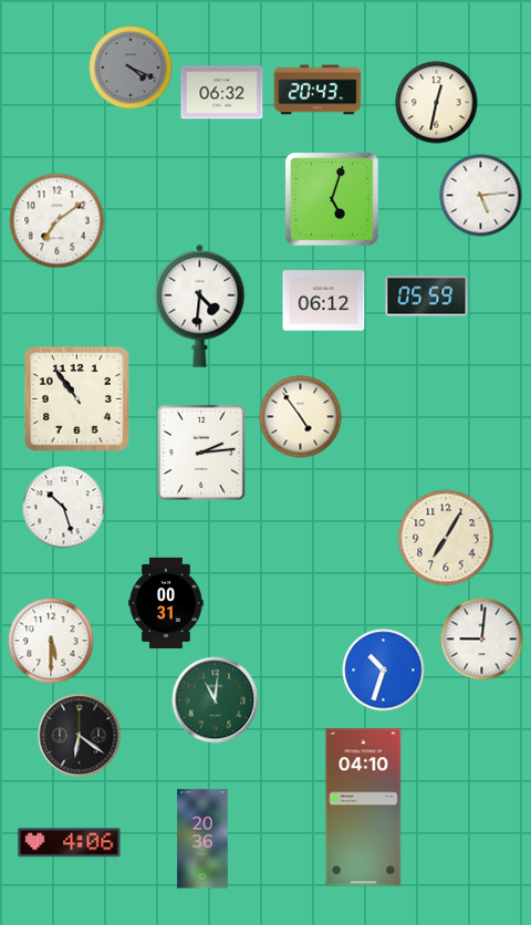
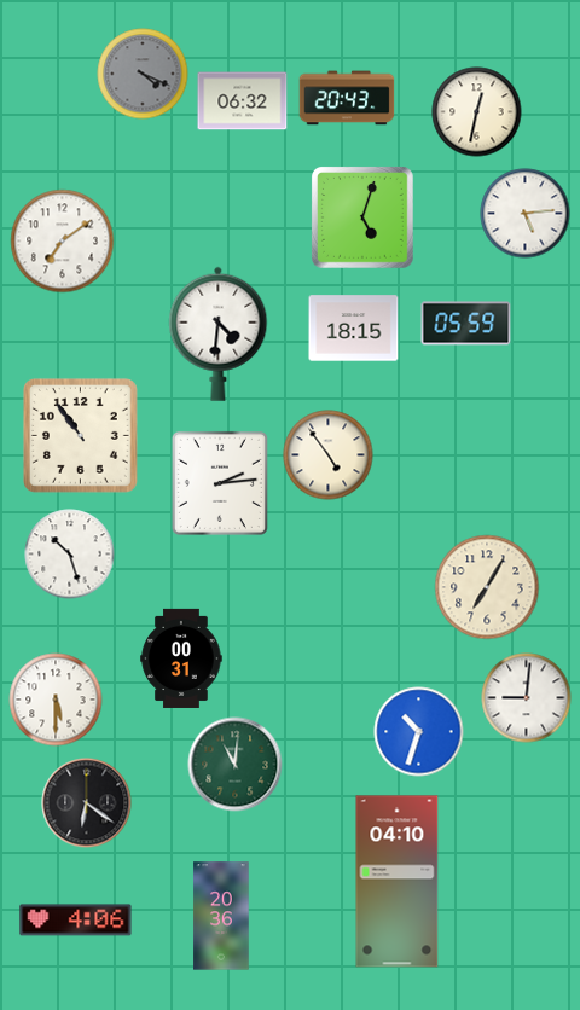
clock at (324, 301): 06:12 -> 18:15
clock at (76, 398) position: (76, 398) -> (80, 435)
clock at (201, 453) position: (201, 453) -> (220, 483)
